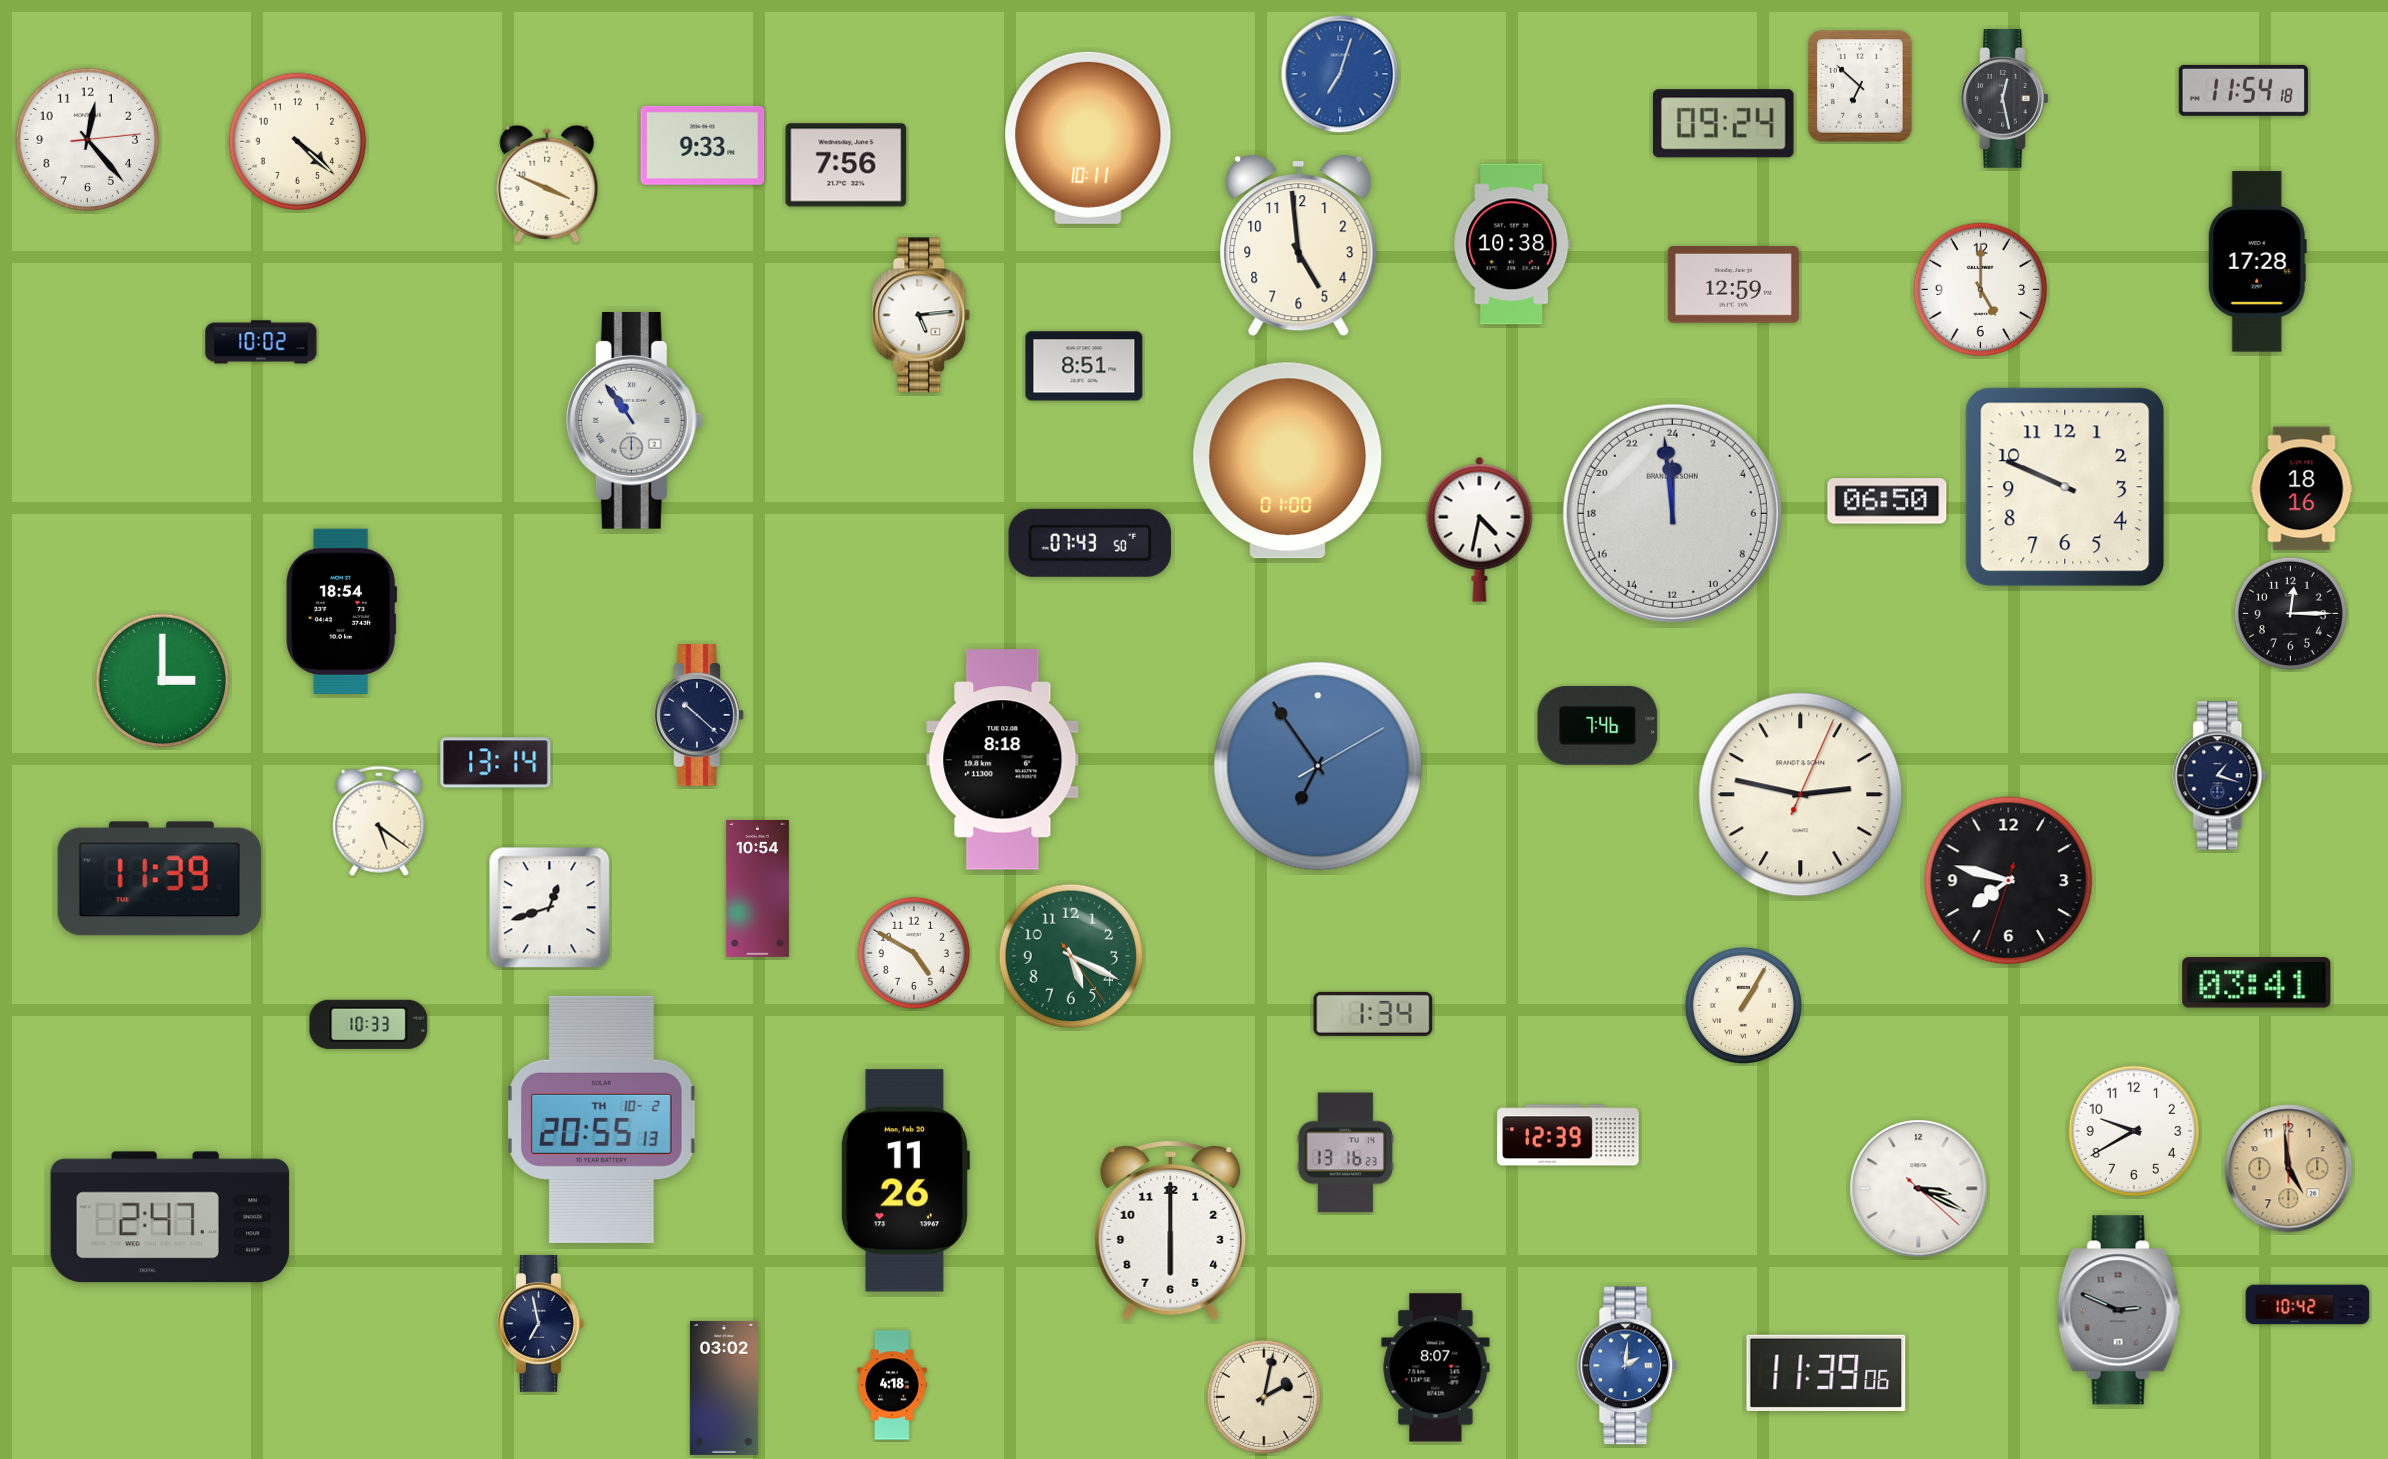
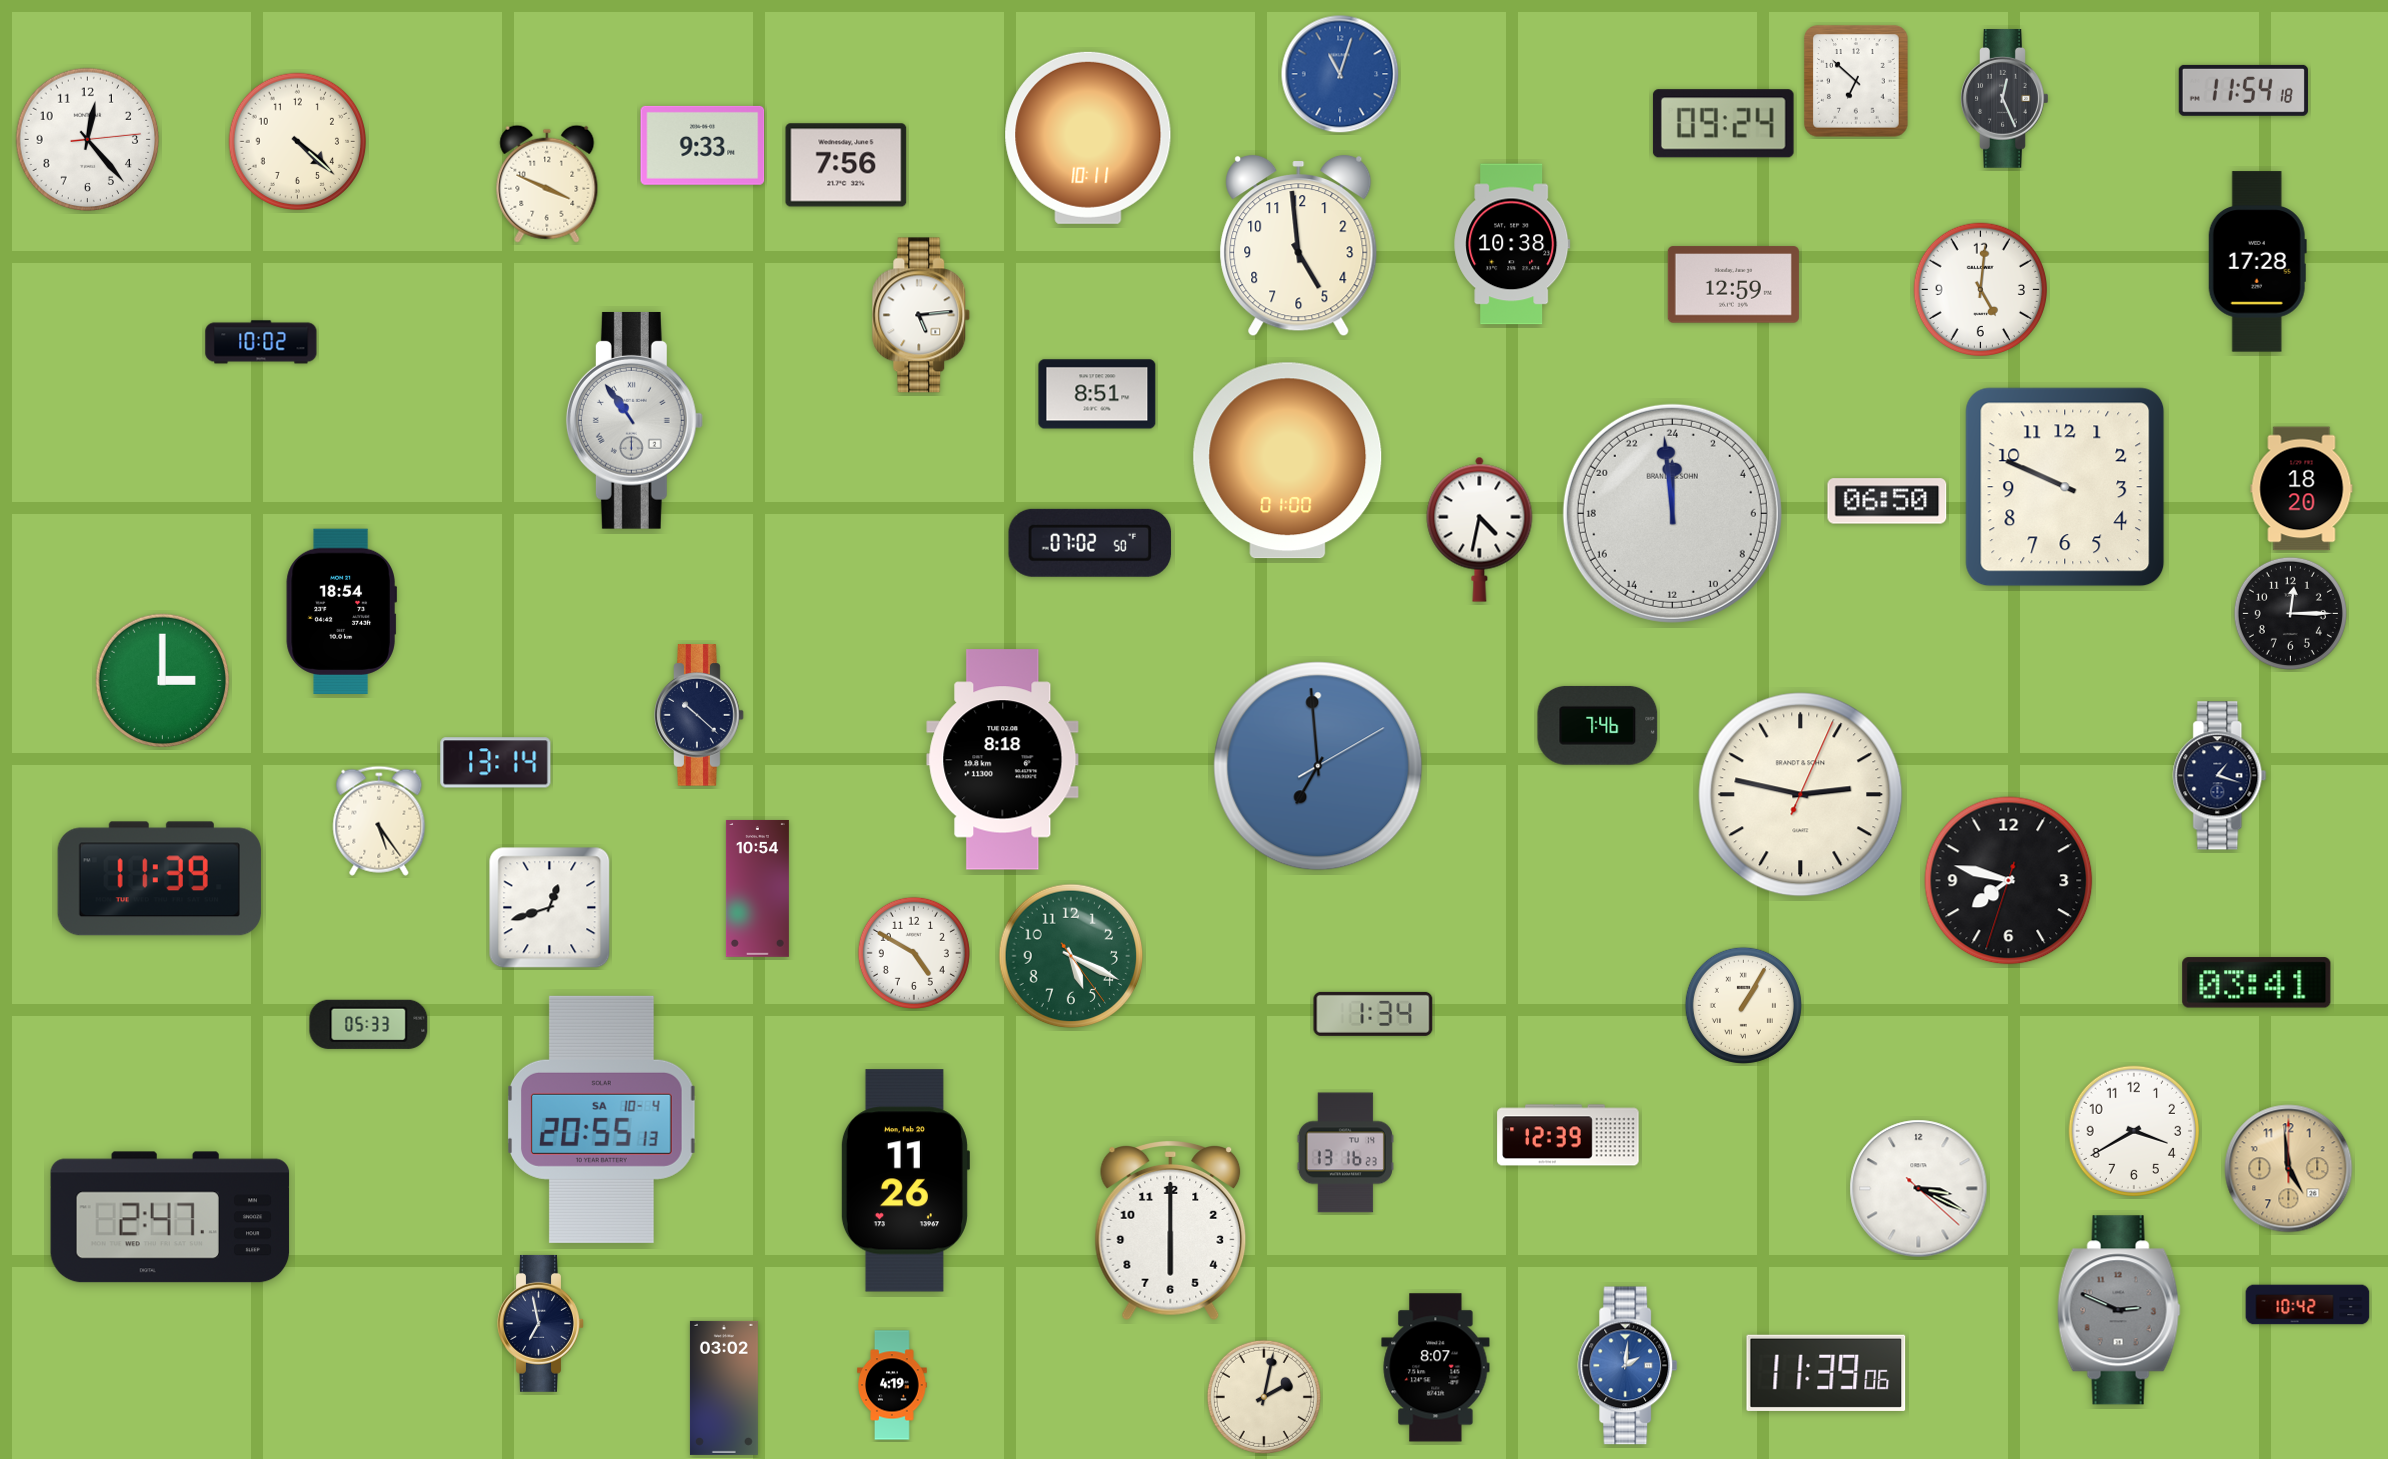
clock at (1340, 74): 7:03 -> 11:03
clock at (1860, 86) position: (1860, 86) -> (1856, 81)
clock at (2005, 99): 12:28 -> 12:26
clock at (1980, 289): 5:00 -> 5:01
clock at (1084, 366) position: (1084, 366) -> (1097, 394)
clock at (2302, 489): 18:16 -> 18:20
clock at (1090, 543): 07:43 -> 07:02
clock at (1318, 766): 6:54 -> 6:59
clock at (379, 821): 5:21 -> 5:24
clock at (369, 1024): 10:33 -> 05:33
clock at (602, 1119) date: TH 10-2 -> SA 10-4
clock at (2133, 1130): 9:40 -> 3:40
clock at (892, 1385): 4:18 -> 4:19
